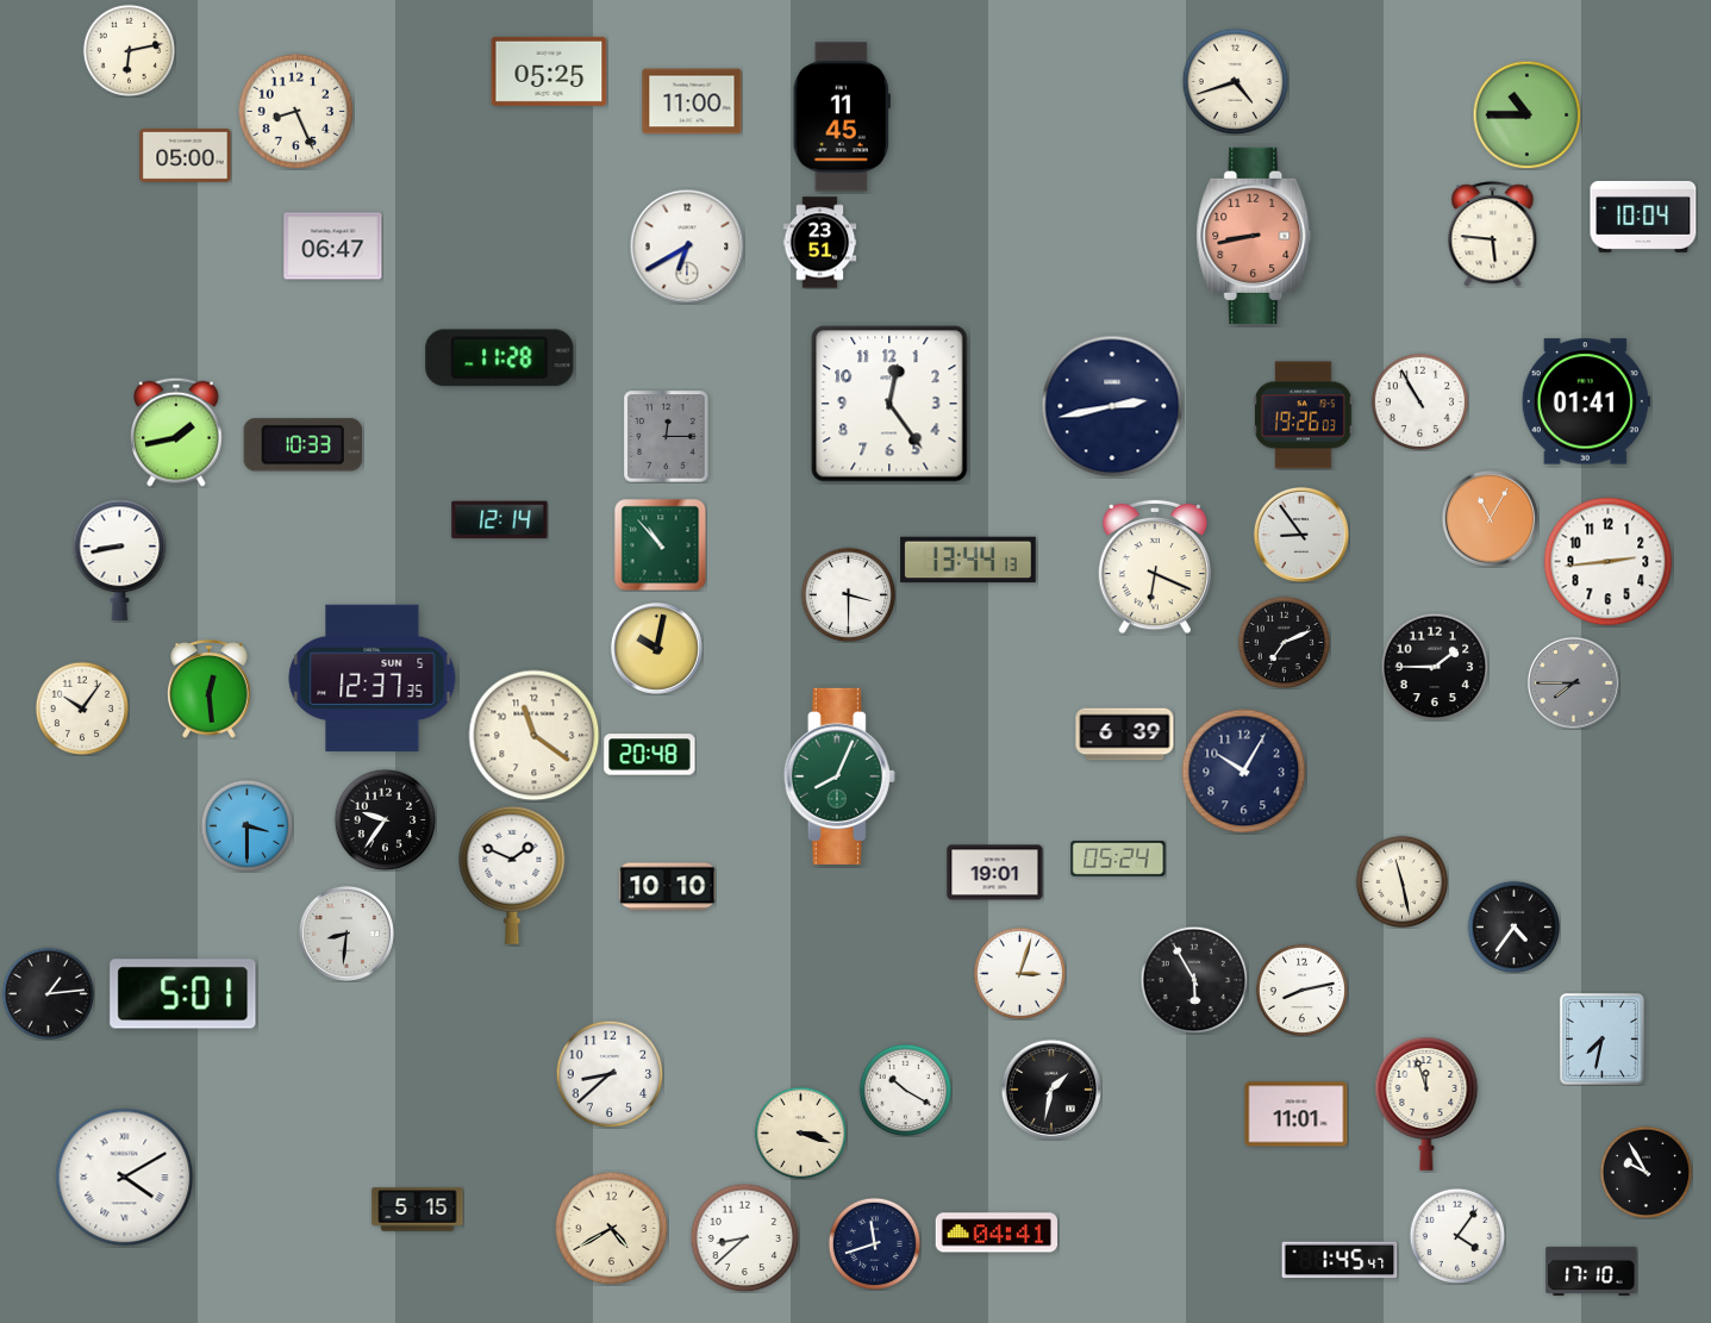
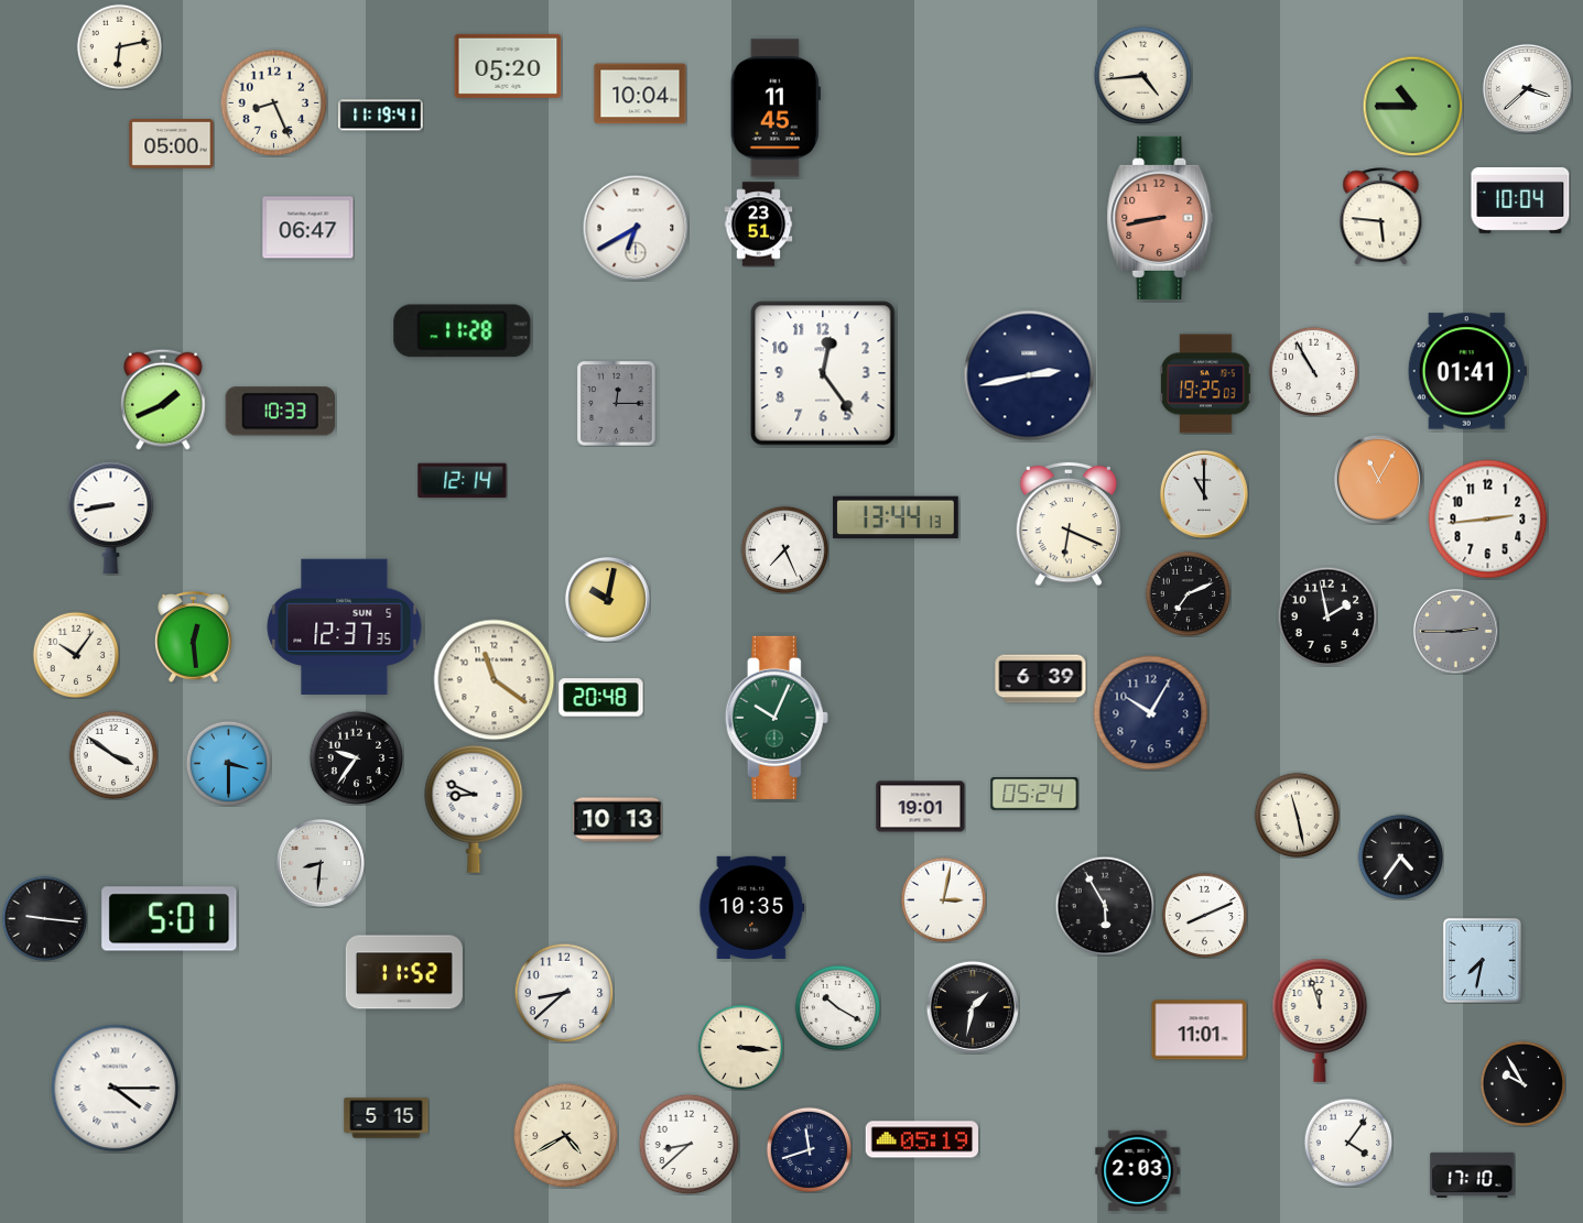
clock at (549, 71): 05:25 -> 05:20
clock at (1235, 81): 4:42 -> 4:44
clock at (1527, 88): none -> 3:38
clock at (692, 101): 11:00 -> 10:04
clock at (842, 117) position: (842, 117) -> (776, 108)
clock at (381, 116): none -> 11:19
clock at (1304, 416): 19:26 -> 19:25
clock at (176, 432): 1:43 -> 1:41
clock at (1301, 535): 8:54 -> 11:00
clock at (660, 544): 10:53 -> none
clock at (848, 594): 3:30 -> 7:26
clock at (1435, 667): 1:45 -> 1:58
clock at (1573, 682): 7:45 -> 2:45
clock at (839, 776): 8:04 -> 10:04
clock at (113, 755): none -> 3:51
clock at (512, 875): 1:49 -> 8:49
clock at (668, 887): 10:10 -> 10:13
clock at (1019, 973): 3:03 -> 3:02
clock at (752, 907): none -> 10:35
clock at (1301, 990): 8:13 -> 8:11
clock at (48, 993): 1:14 -> 9:16
clock at (404, 972): none -> 11:52
clock at (800, 1132): 3:18 -> 3:16
clock at (125, 1178): 4:10 -> 4:15
clock at (995, 1232): 04:41 -> 05:19
clock at (1340, 1260): 1:45 -> none
clock at (1138, 1171): none -> 2:03
